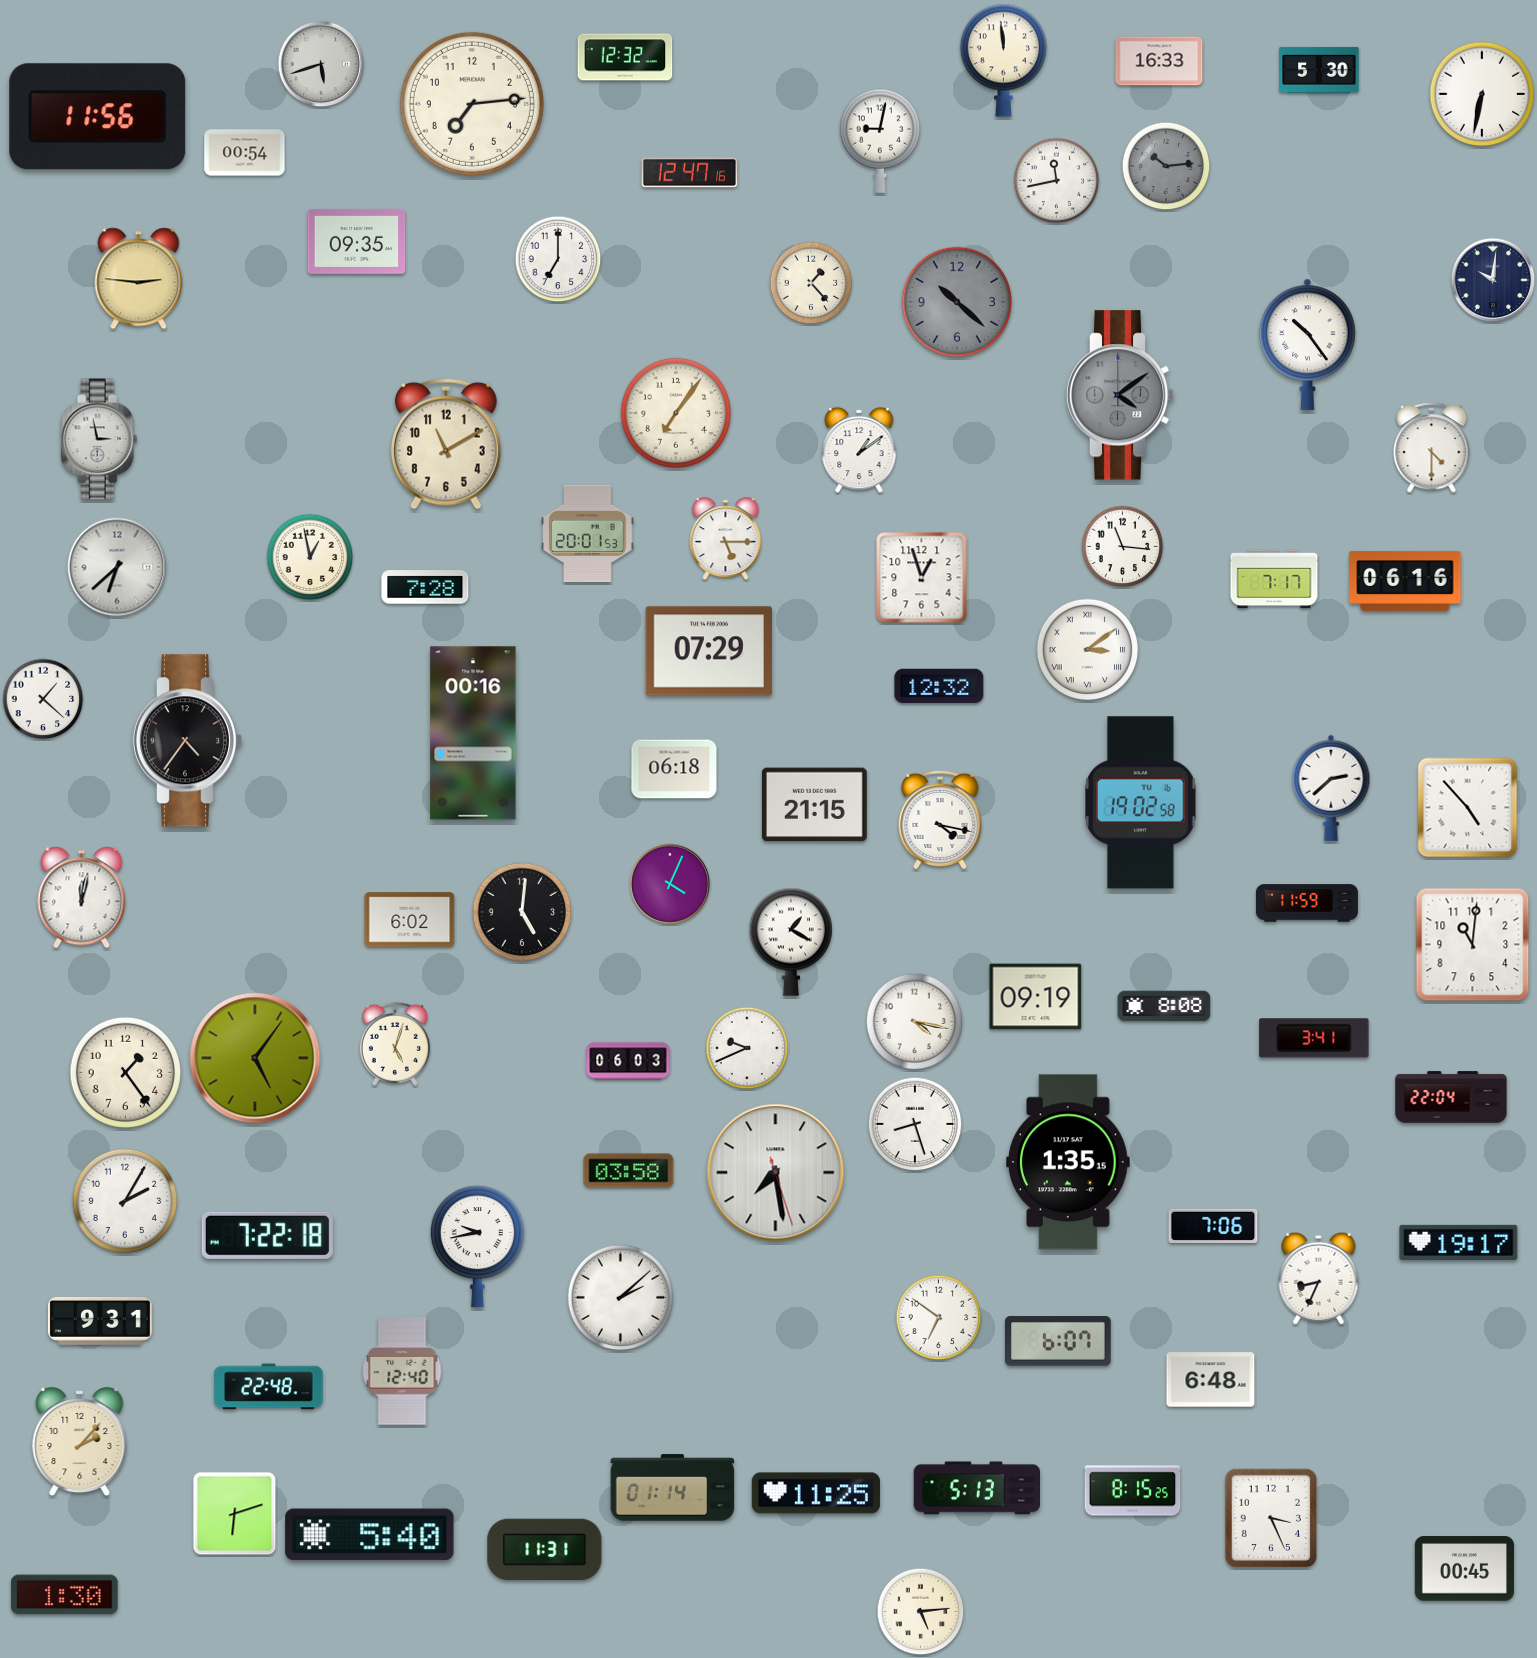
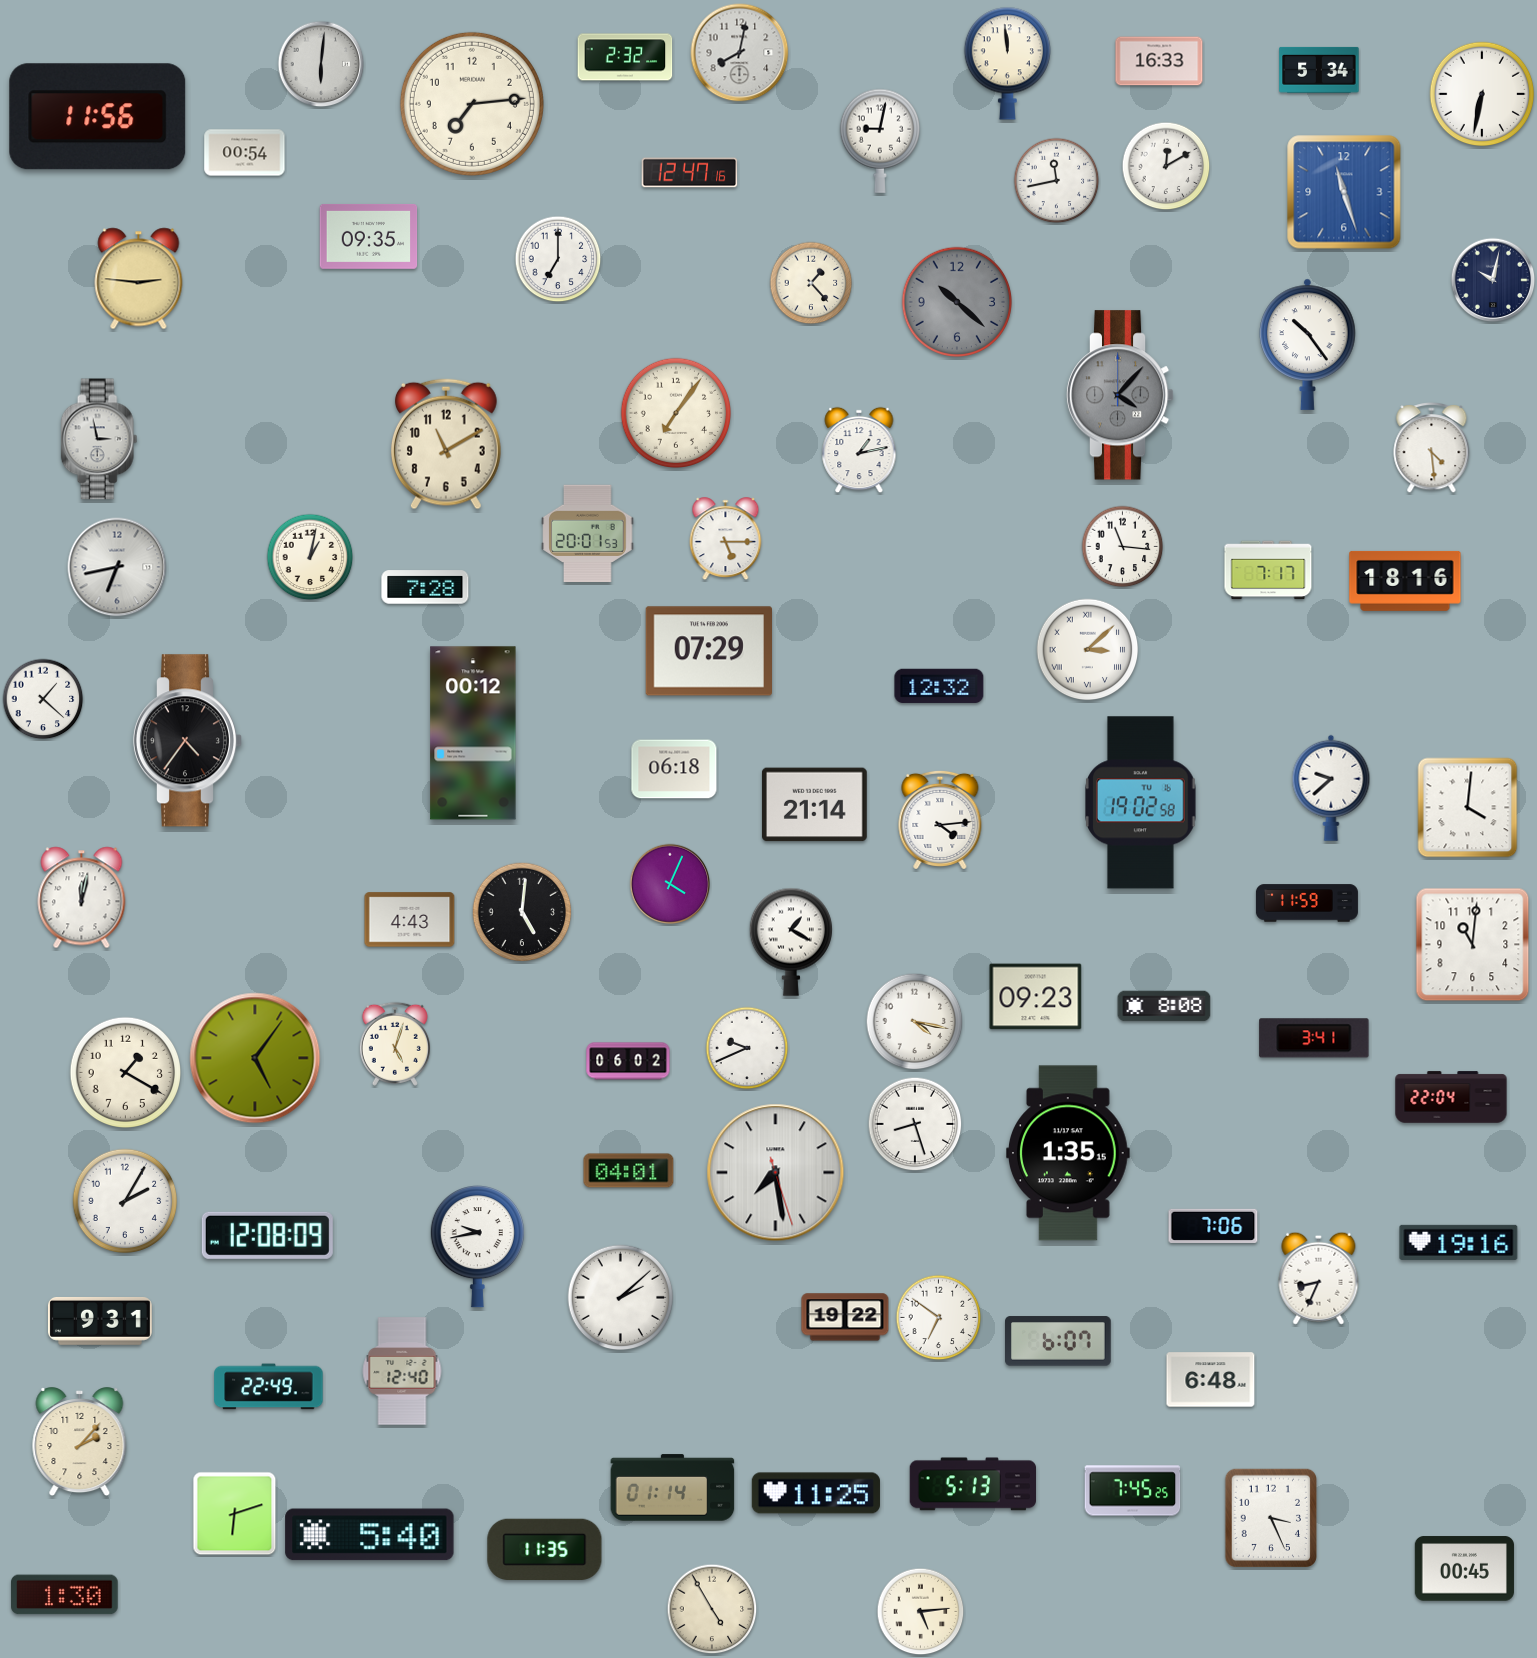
clock at (740, 53): none -> 8:02
clock at (625, 57): 12:32 -> 2:32
clock at (1003, 60) position: (1003, 60) -> (1007, 63)
clock at (321, 64): 5:42 -> 6:01
clock at (1319, 70): 5:30 -> 5:34
clock at (1166, 166): 10:14 -> 12:10
clock at (1166, 166) dial: grey -> white
clock at (1344, 192): none -> 11:27
clock at (357, 241) position: (357, 241) -> (369, 236)
clock at (1493, 280): 10:01 -> 10:02
clock at (1120, 395): 4:09 -> 4:07
clock at (1432, 448): 4:30 -> 4:29
clock at (859, 450): 1:09 -> 1:13
clock at (310, 557): 12:58 -> 1:02
clock at (117, 567): 6:38 -> 6:43
clock at (922, 578): 12:57 -> none
clock at (1274, 579) position: (1274, 579) -> (1268, 570)
clock at (1405, 581): 06:16 -> 18:16
clock at (1088, 650): 3:09 -> 3:08
clock at (473, 733): 00:16 -> 00:12
clock at (1331, 788): 2:38 -> 9:38
clock at (814, 805): 21:15 -> 21:14
clock at (1468, 808): 4:53 -> 4:01
clock at (940, 820): 4:17 -> 4:14
clock at (410, 920): 6:02 -> 4:43
clock at (1036, 997): 09:19 -> 09:23
clock at (628, 1061): 06:03 -> 06:02
clock at (125, 1072): 1:24 -> 1:20
clock at (1069, 1162) position: (1069, 1162) -> (1069, 1153)
clock at (629, 1171): 03:58 -> 04:01
clock at (267, 1235): 7:22 -> 12:08
clock at (1459, 1242): 19:17 -> 19:16
clock at (845, 1317): none -> 19:22
clock at (269, 1387): 22:48 -> 22:49
clock at (977, 1488) position: (977, 1488) -> (973, 1484)
clock at (1133, 1491): 8:15 -> 7:45
clock at (545, 1550): 11:31 -> 11:35
clock at (712, 1609): none -> 4:55
